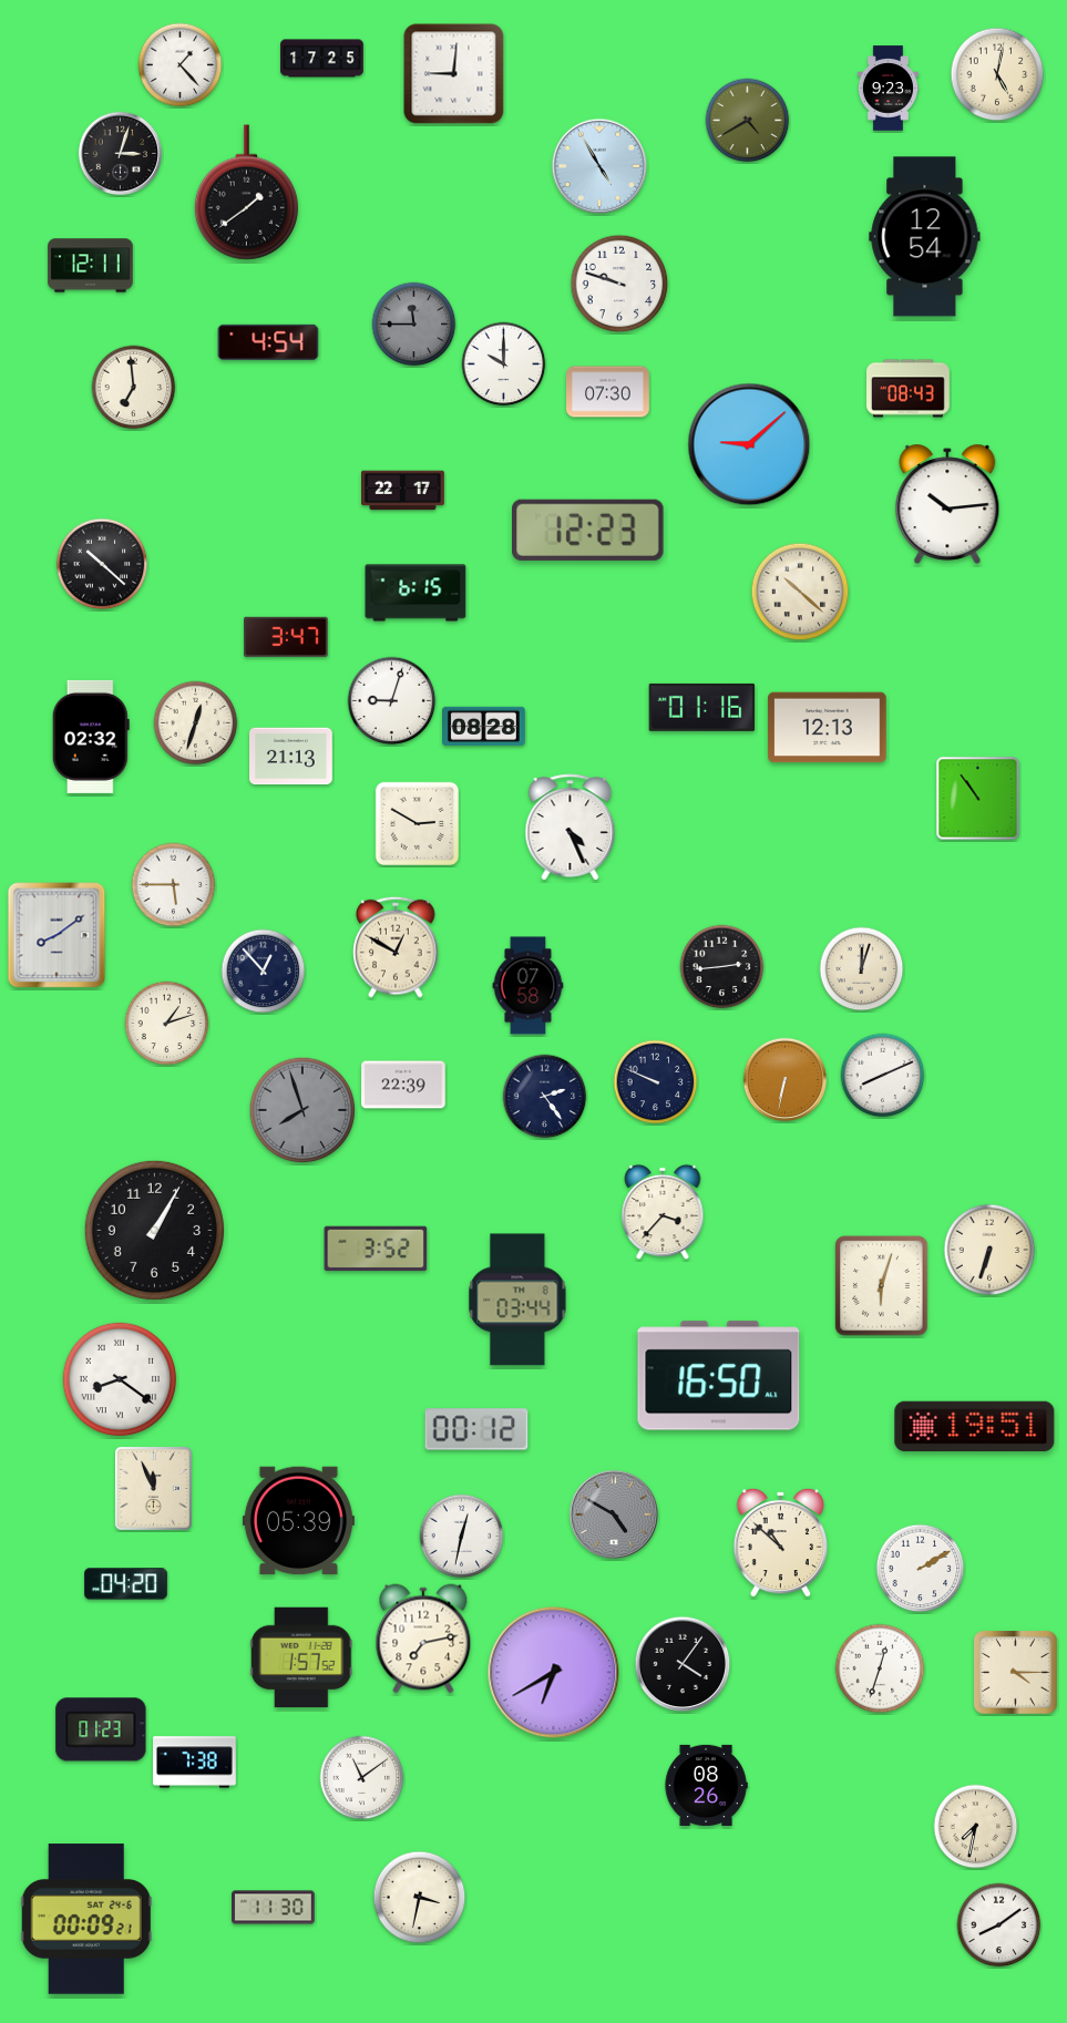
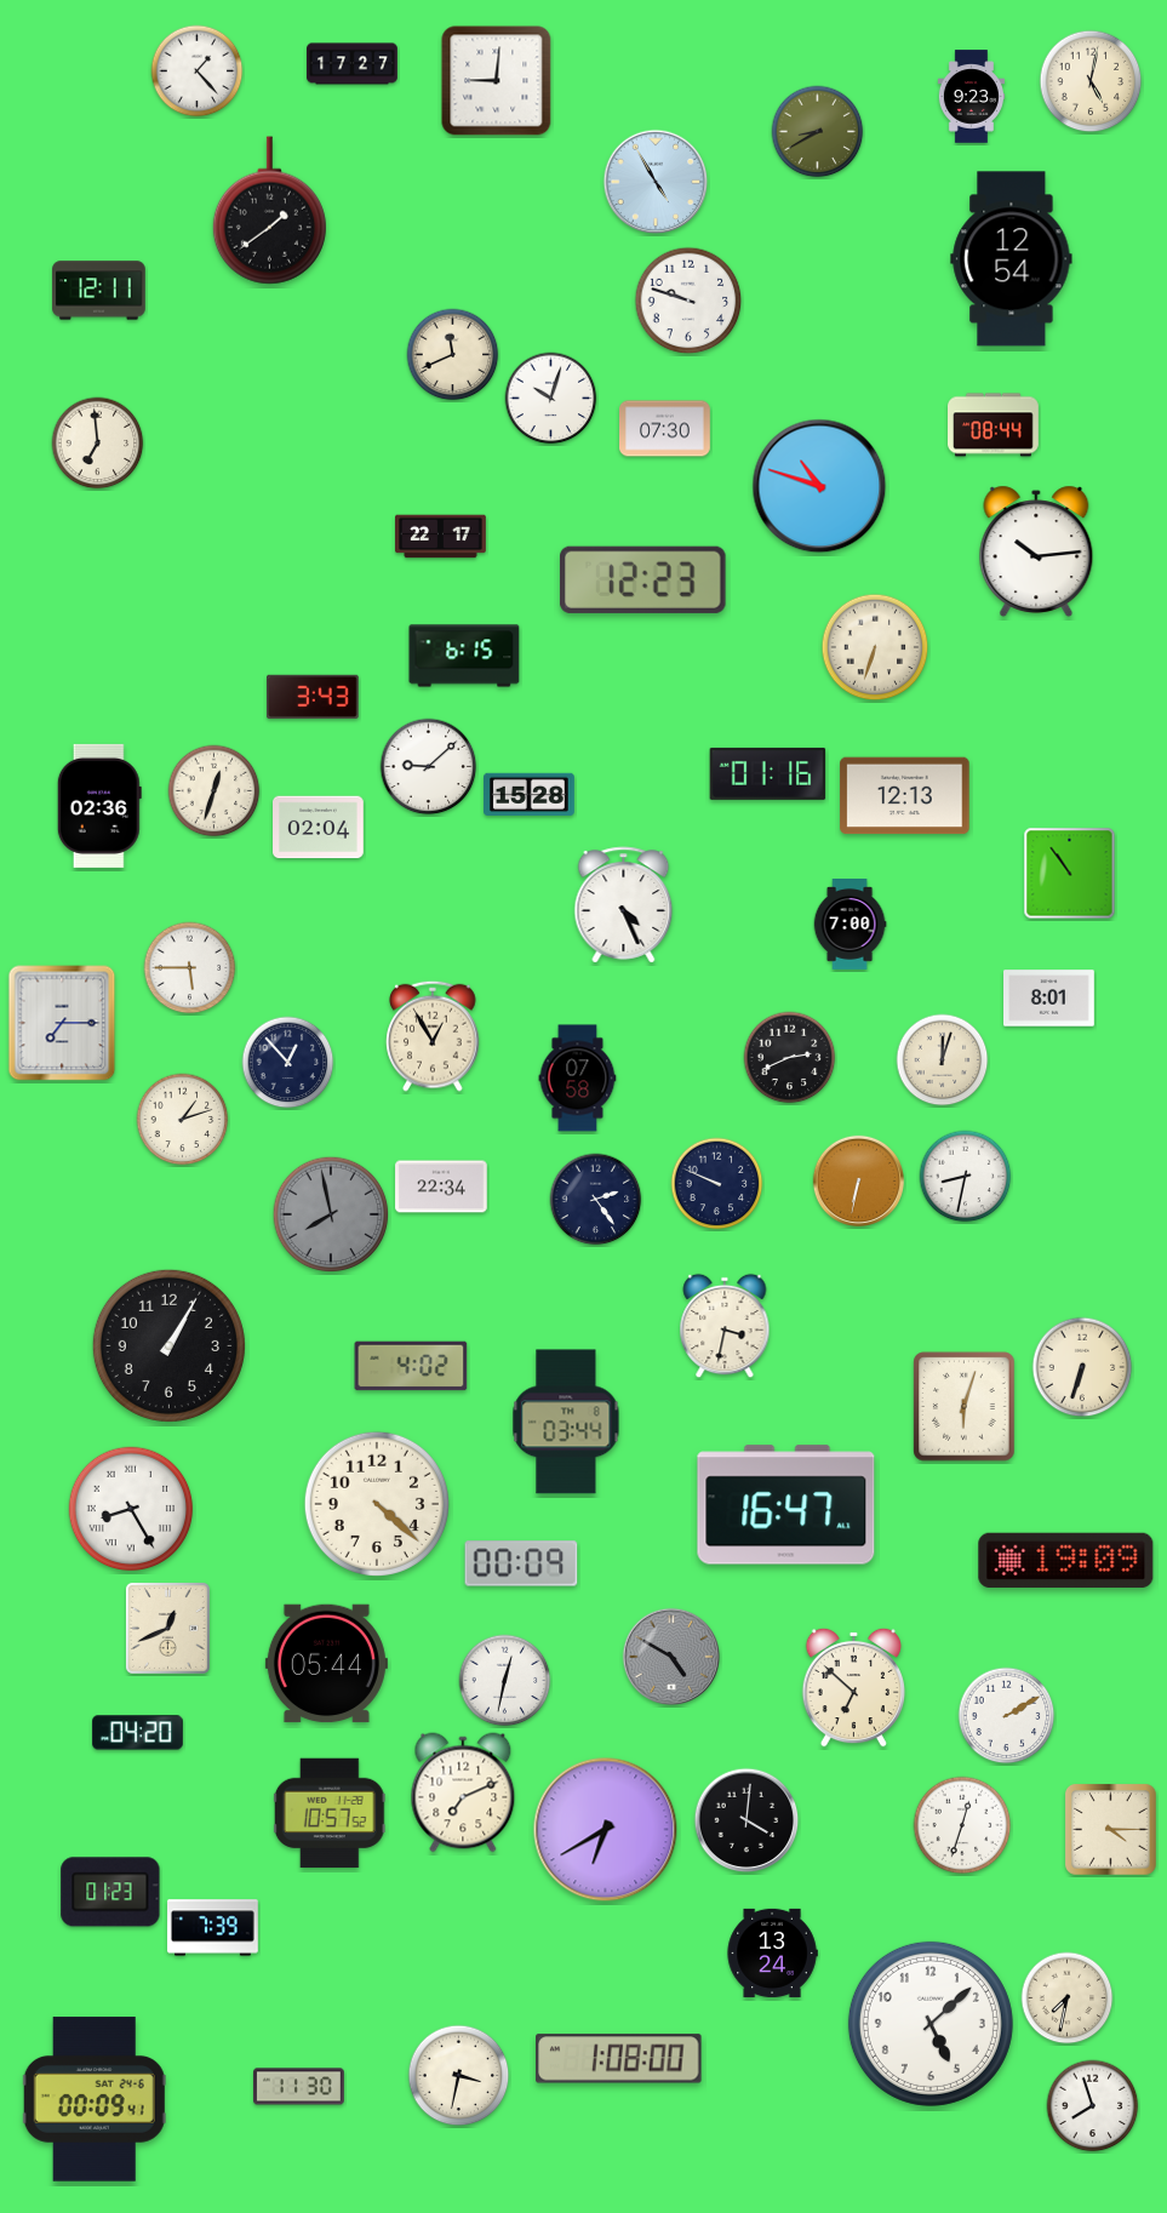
clock at (322, 59): 17:25 -> 17:27
clock at (748, 121): 4:40 -> 8:40
clock at (120, 153): 3:03 -> none
clock at (619, 284) position: (619, 284) -> (688, 301)
clock at (414, 325): 11:45 -> 11:41
clock at (414, 325) dial: grey -> cream
clock at (268, 341): 4:54 -> none
clock at (504, 364): 10:00 -> 10:03
clock at (134, 388) position: (134, 388) -> (98, 444)
clock at (909, 389): 08:43 -> 08:44
clock at (749, 444): 9:08 -> 10:48
clock at (102, 564): 10:22 -> none
clock at (800, 592): 10:22 -> 6:33
clock at (415, 593) position: (415, 593) -> (464, 656)
clock at (287, 637): 3:47 -> 3:43
clock at (392, 701): 9:03 -> 9:08
clock at (484, 727): 08:28 -> 15:28
clock at (91, 737): 02:32 -> 02:36
clock at (291, 757): 21:13 -> 02:04
clock at (417, 823): 2:50 -> none
clock at (849, 925): none -> 7:00
clock at (1049, 999): none -> 8:01
clock at (57, 935): 8:09 -> 7:15
clock at (396, 947): 12:50 -> 12:55
clock at (722, 967): 2:44 -> 2:41
clock at (883, 1076): 8:11 -> 8:32
clock at (403, 1085): 22:39 -> 22:34
clock at (302, 1110): 7:57 -> 7:58
clock at (663, 1212): 3:37 -> 3:32
clock at (376, 1249): 3:52 -> 4:02
clock at (377, 1504): none -> 4:22
clock at (719, 1376): 16:50 -> 16:47
clock at (120, 1379): 8:21 -> 8:25
clock at (975, 1426): 19:51 -> 19:09
clock at (476, 1429): 00:12 -> 00:09
clock at (153, 1488): 11:56 -> 12:41
clock at (298, 1521): 05:39 -> 05:44
clock at (780, 1542): 10:52 -> 6:52
clock at (423, 1639): 7:13 -> 7:11
clock at (301, 1657): 1:57 -> 10:57
clock at (683, 1664): 4:06 -> 4:01
clock at (195, 1763): 7:38 -> 7:39
clock at (362, 1778): 11:09 -> none
clock at (706, 1785): 08:26 -> 13:24
clock at (931, 2024): none -> 5:08
clock at (619, 2059): none -> 1:08
clock at (86, 1919): 00:09:21 -> 00:09:41
clock at (999, 1926): 8:09 -> 7:57
